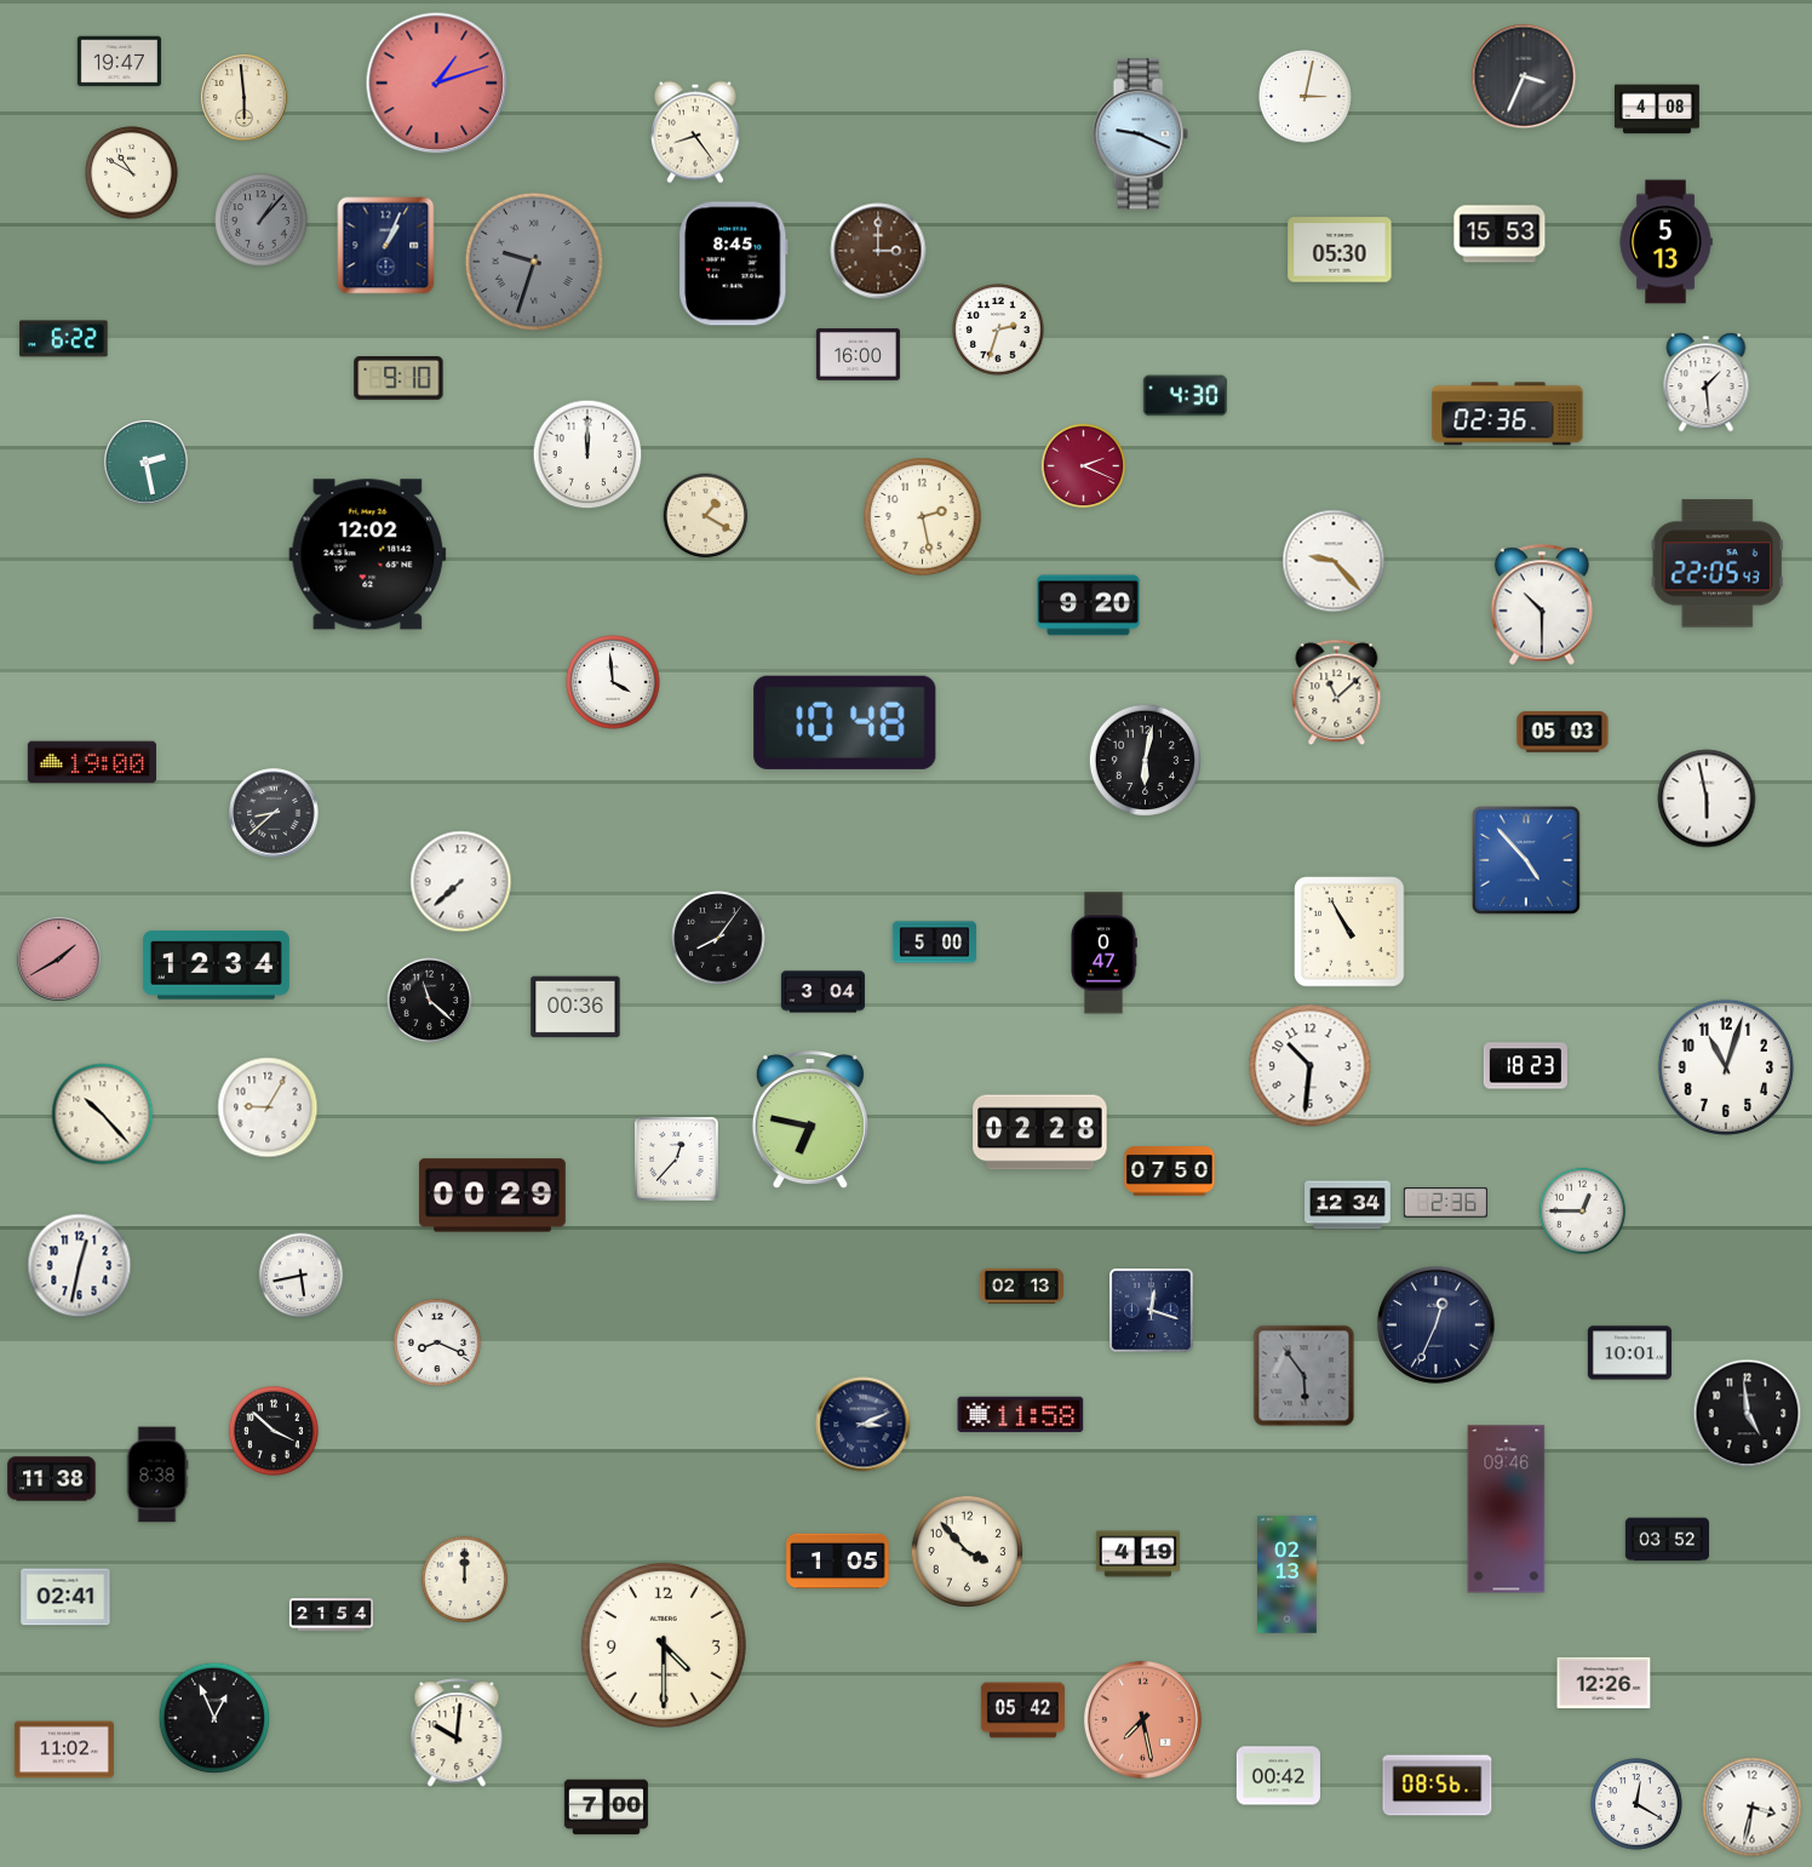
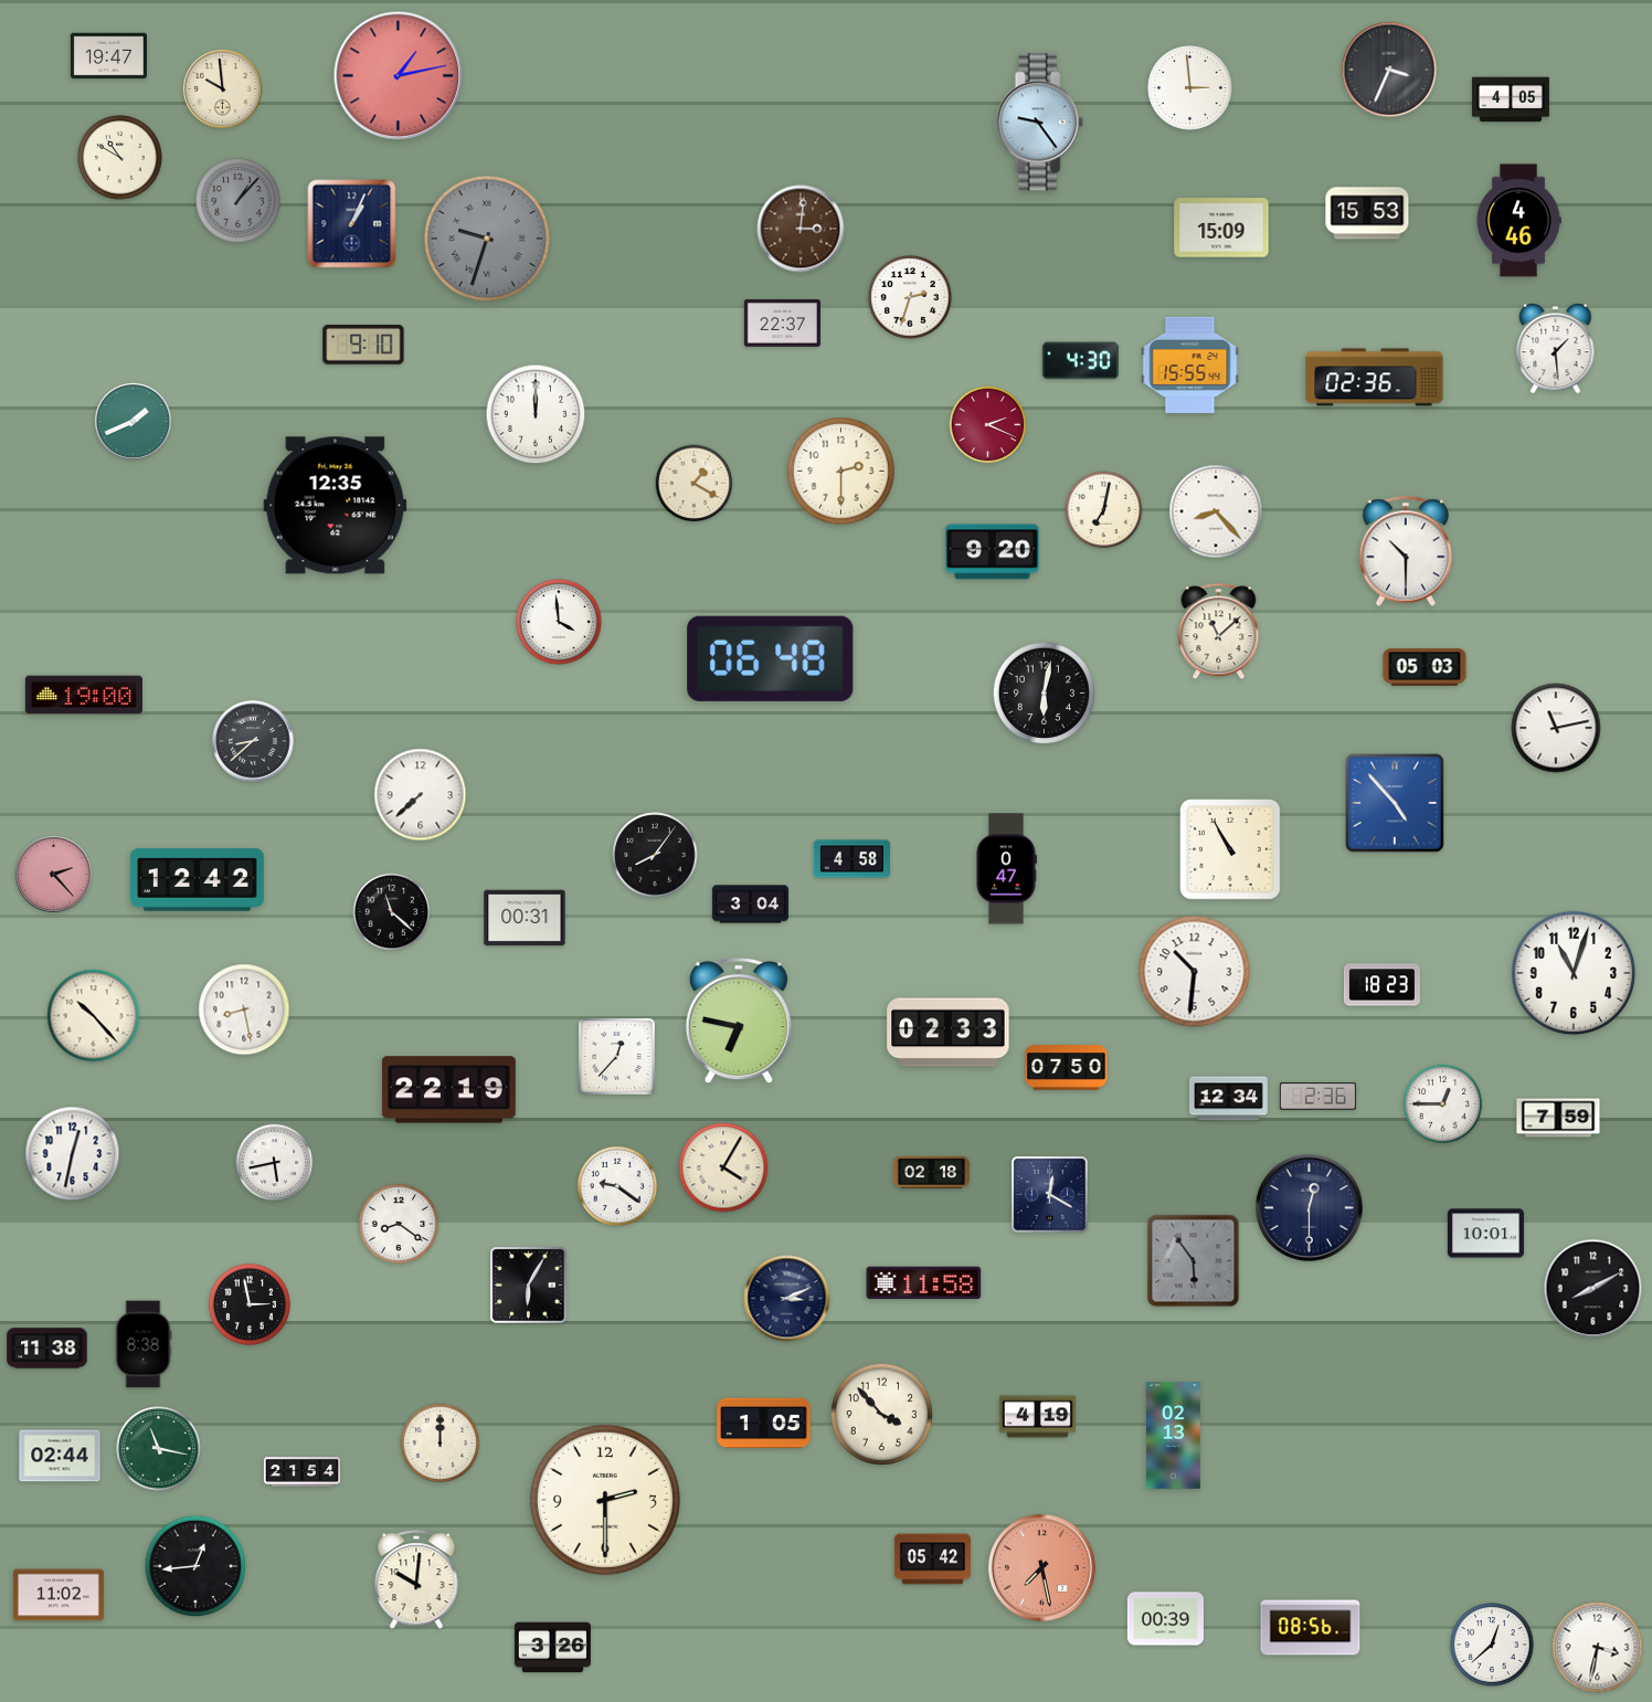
clock at (437, 84): 1:12 -> 1:13
clock at (1306, 97): 3:02 -> 2:59
clock at (245, 98): 5:59 -> 9:59
clock at (1657, 109): 4:08 -> 4:05
clock at (696, 132): 8:24 -> none
clock at (1140, 134): 9:19 -> 9:24
clock at (1665, 242): 5:13 -> 4:46
clock at (1340, 250): 05:30 -> 15:09
clock at (878, 251): 3:00 -> 3:01
clock at (734, 264): 8:45 -> none
clock at (998, 330) position: (998, 330) -> (910, 297)
clock at (64, 339): 6:22 -> none
clock at (858, 355): 16:00 -> 22:37
clock at (1190, 364): none -> 15:55
clock at (145, 462): 2:28 -> 1:41
clock at (706, 516) position: (706, 516) -> (695, 484)
clock at (923, 517): 2:28 -> 2:30
clock at (368, 555): 12:02 -> 12:35
clock at (1104, 510): none -> 7:02
clock at (1334, 561): 9:23 -> 8:23
clock at (1718, 563): 22:05 -> none
clock at (845, 722): 10:48 -> 06:48
clock at (1707, 798): 5:58 -> 11:13
clock at (274, 813) position: (274, 813) -> (253, 741)
clock at (1526, 860) position: (1526, 860) -> (1395, 803)
clock at (461, 882) position: (461, 882) -> (421, 795)
clock at (934, 943): 5:00 -> 4:58
clock at (58, 958): 1:40 -> 2:23
clock at (216, 966): 12:34 -> 12:42
clock at (575, 1007): 00:36 -> 00:31
clock at (1525, 1066) position: (1525, 1066) -> (1381, 985)
clock at (268, 1107): 9:05 -> 8:28
clock at (1040, 1133): 02:28 -> 02:33
clock at (492, 1196): 00:29 -> 22:19
clock at (1558, 1118): none -> 7:59
clock at (723, 1167): none -> 4:05
clock at (1021, 1285): 02:13 -> 02:18
clock at (616, 1185): none -> 9:21
clock at (1152, 1311): 12:18 -> 12:20
clock at (1435, 1324): 12:34 -> 12:30
clock at (436, 1341): 8:19 -> 8:21
clock at (1304, 1376) position: (1304, 1376) -> (1194, 1261)
clock at (529, 1286): none -> 6:05
clock at (1748, 1414): 4:59 -> 8:10
clock at (1021, 1415) position: (1021, 1415) -> (924, 1283)
clock at (274, 1431): 3:52 -> 2:58
clock at (1507, 1510): 09:46 -> none
clock at (1667, 1540): 03:52 -> none
clock at (465, 1580) position: (465, 1580) -> (441, 1444)
clock at (159, 1449): none -> 11:17
clock at (65, 1597): 02:41 -> 02:44
clock at (664, 1645): 4:30 -> 2:30
clock at (1604, 1683): 12:26 -> none
clock at (214, 1718): 12:56 -> 12:44
clock at (1278, 1776): 00:42 -> 00:39
clock at (1636, 1804): 12:20 -> 12:38
clock at (606, 1808): 7:00 -> 3:26
